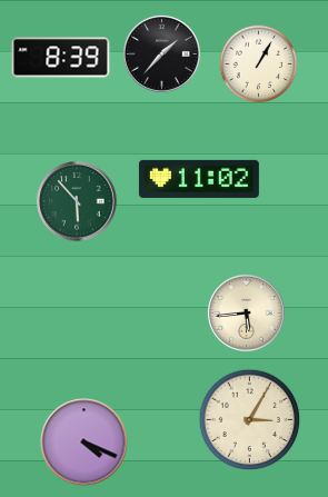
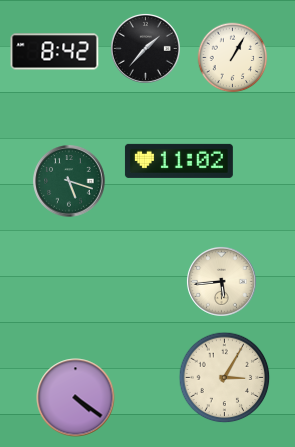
clock at (61, 58): 8:39 -> 8:42
clock at (77, 201): 5:53 -> 5:18
clock at (85, 443): 4:19 -> 4:21
